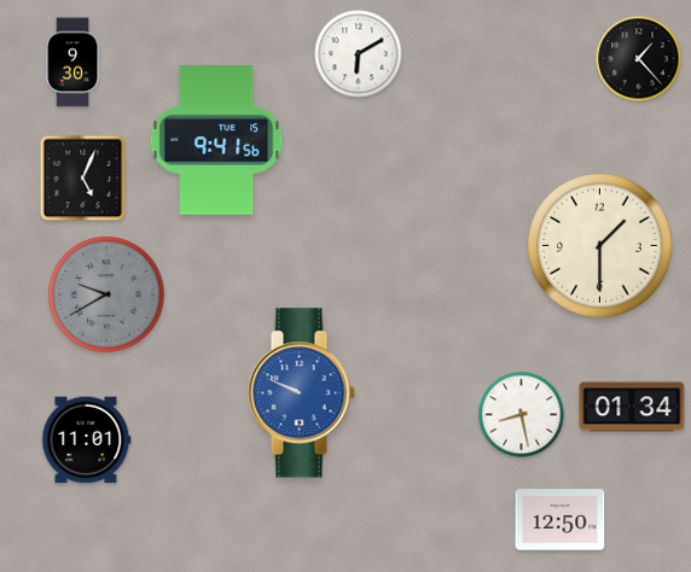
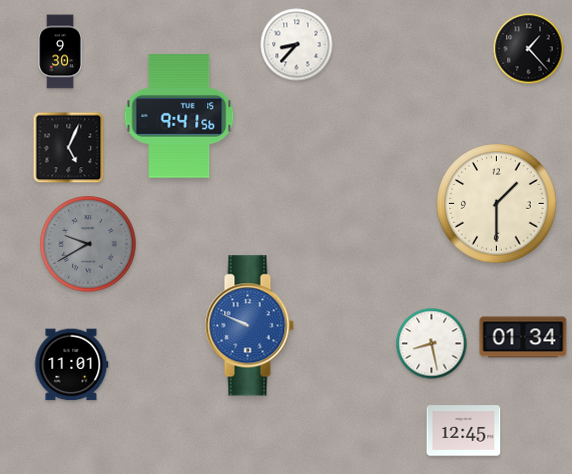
clock at (359, 54): 6:10 -> 8:37
clock at (561, 520): 12:50 -> 12:45
